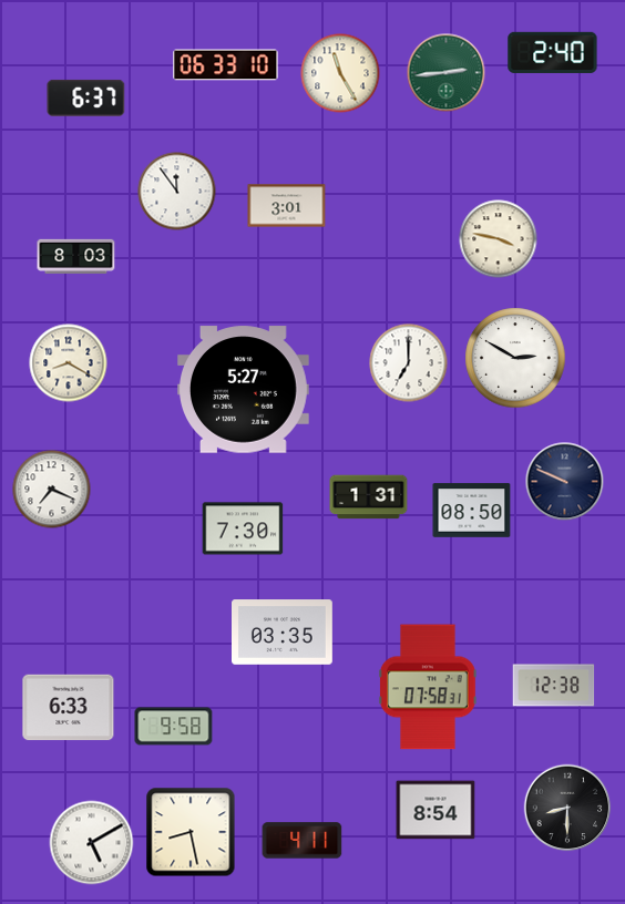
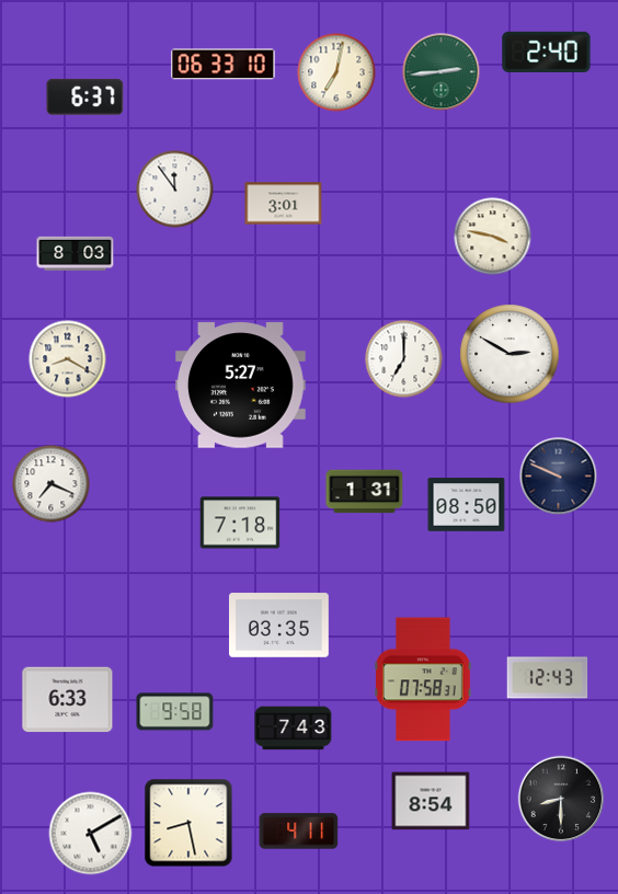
clock at (340, 73): 11:25 -> 7:02
clock at (243, 528): 7:30 -> 7:18
clock at (554, 686): 12:38 -> 12:43
clock at (174, 727) position: (174, 727) -> (175, 712)
clock at (294, 729): none -> 7:43
